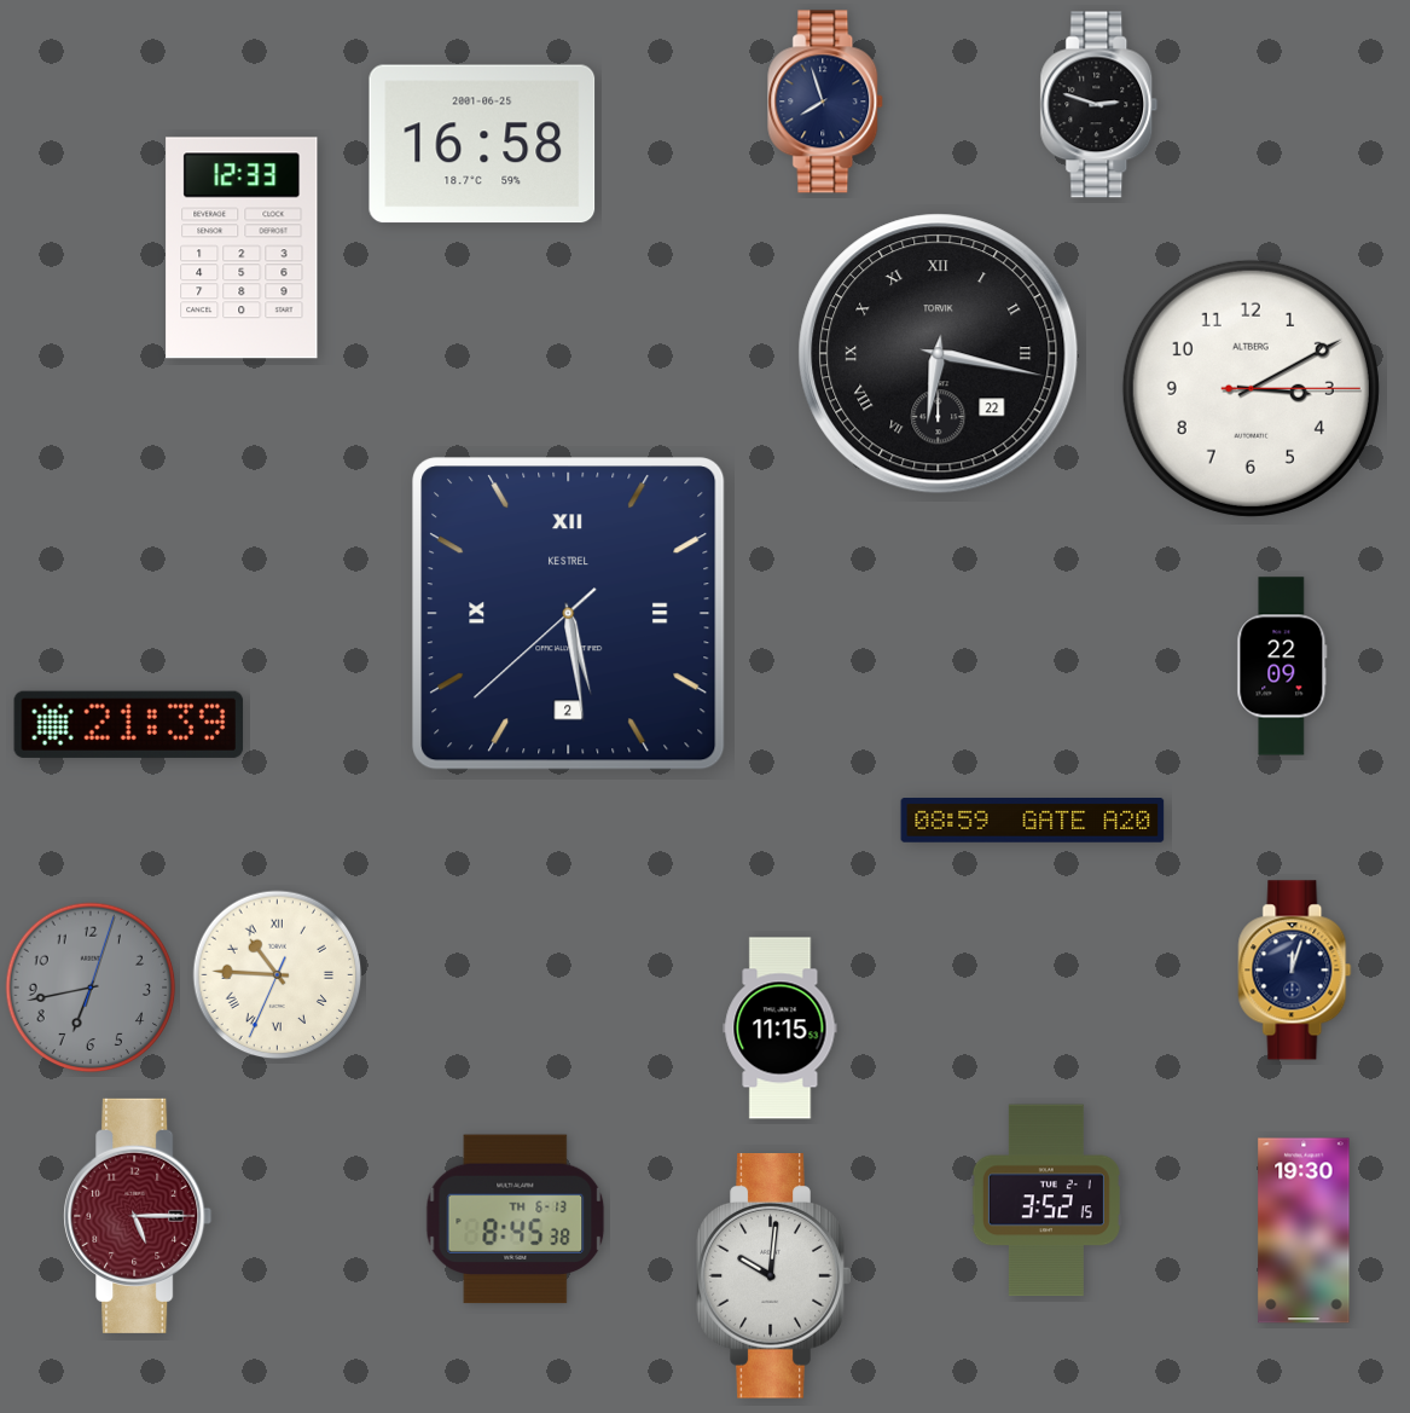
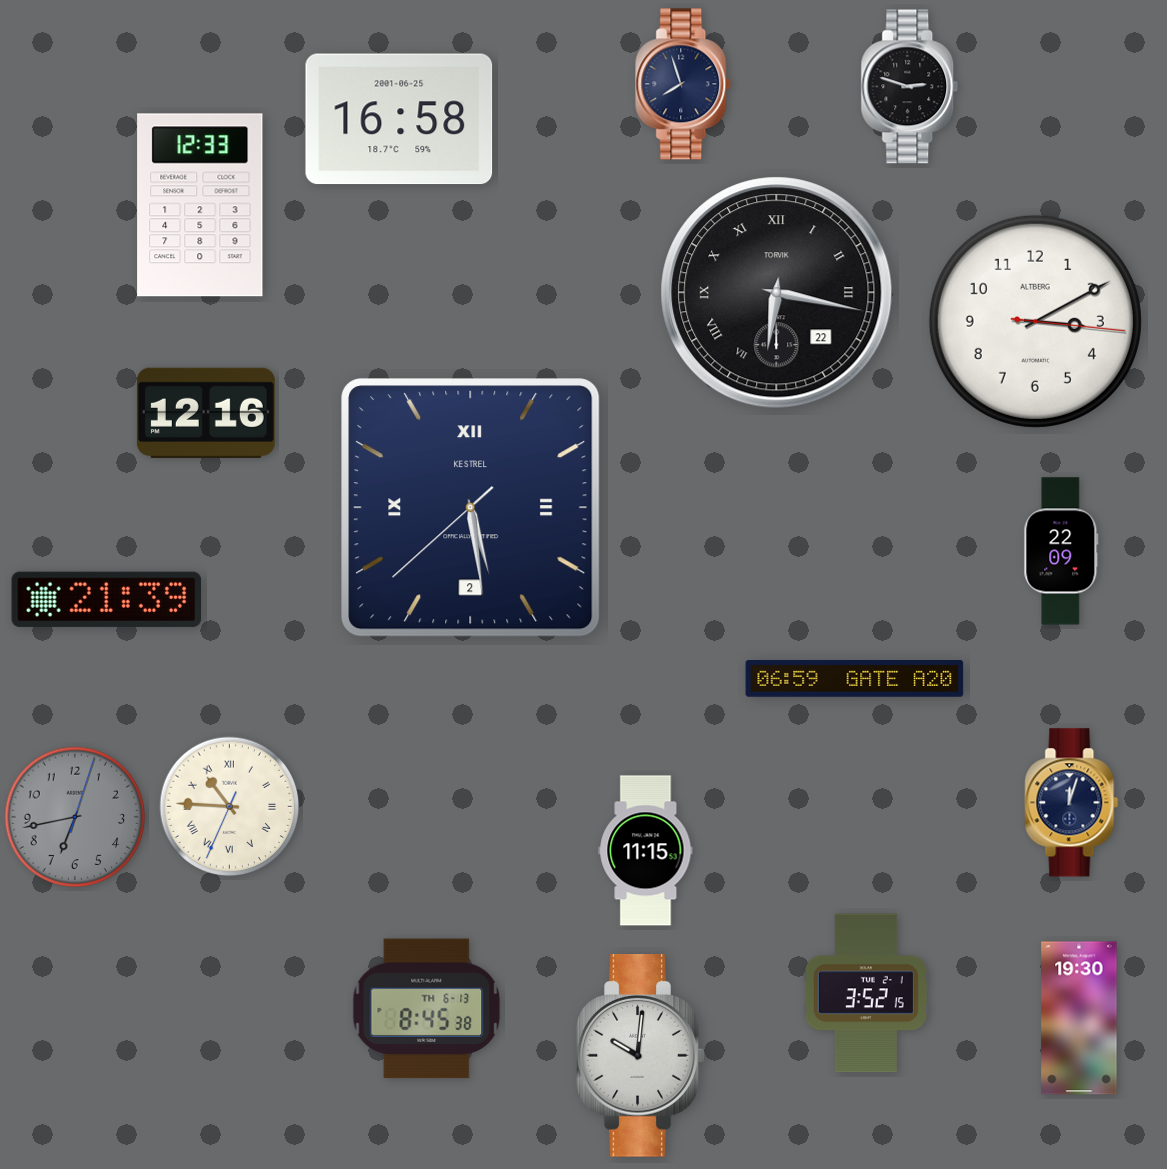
clock at (1251, 388): 3:10:15 -> 3:10:16
clock at (206, 413): none -> 12:16
clock at (1033, 821): 08:59 -> 06:59
clock at (138, 1216): 5:15 -> none
